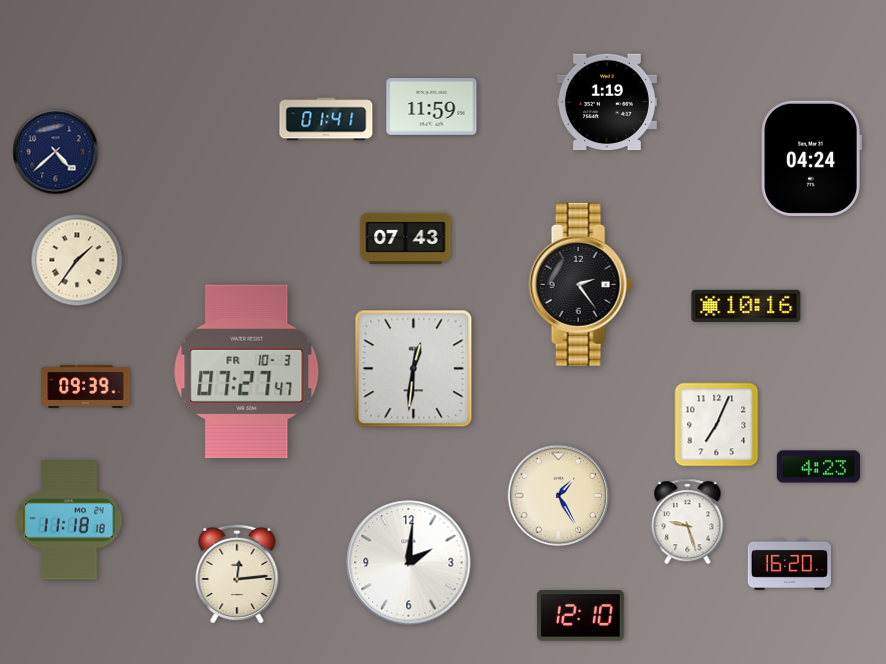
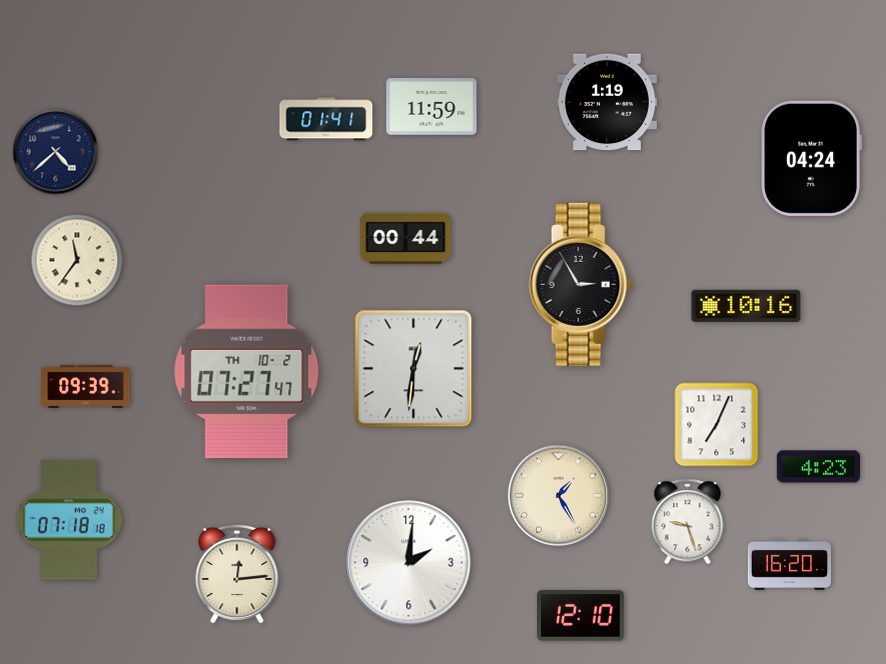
clock at (406, 238): 07:43 -> 00:44
clock at (77, 260): 1:36 -> 11:36
clock at (580, 284): 2:24 -> 2:55
clock at (247, 372) date: FR 10-3 -> TH 10-2
clock at (69, 520): 11:18 -> 07:18
